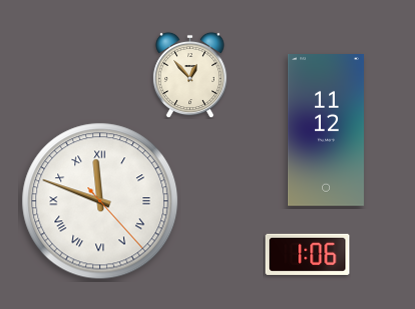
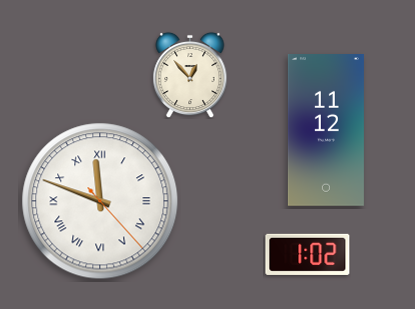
clock at (308, 254): 1:06 -> 1:02
